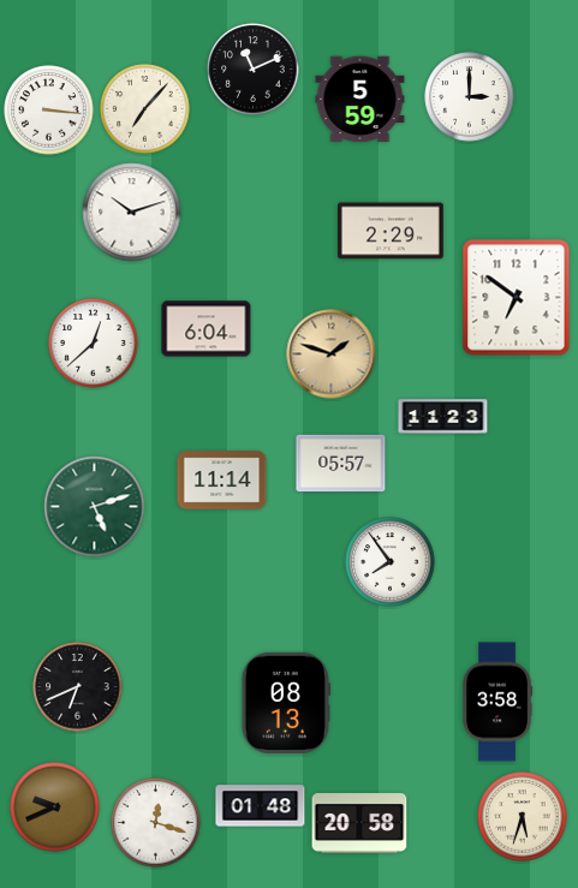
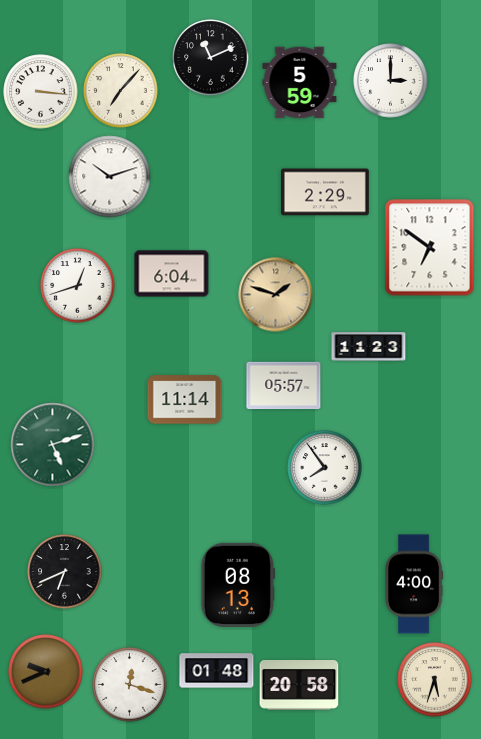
clock at (94, 344): 12:38 -> 12:42
clock at (95, 507) position: (95, 507) -> (53, 445)
clock at (499, 702): 3:58 -> 4:00
